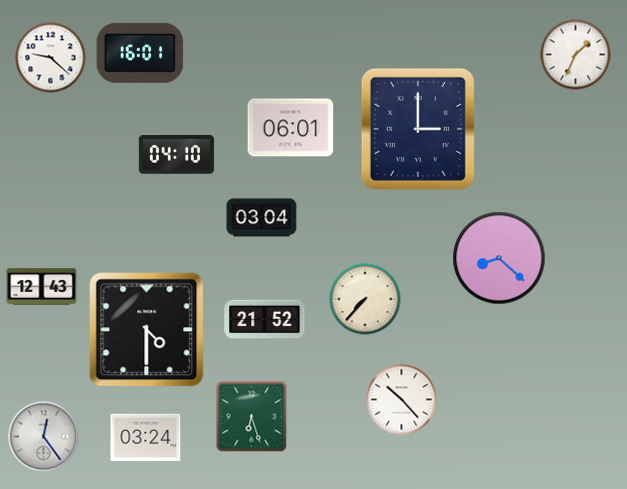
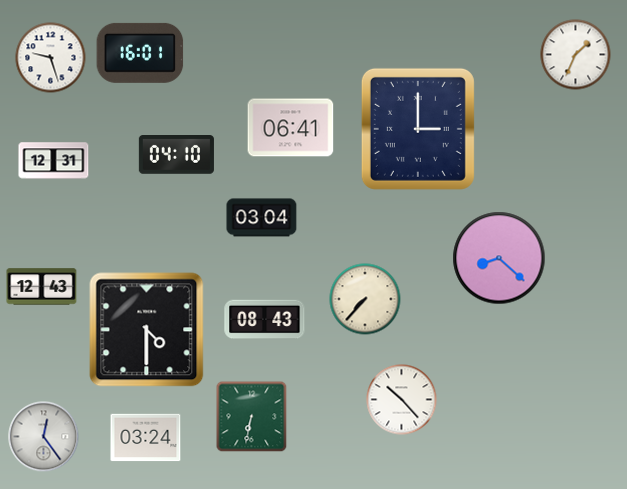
clock at (51, 58): 9:22 -> 9:27
clock at (291, 128): 06:01 -> 06:41
clock at (54, 161): none -> 12:31
clock at (265, 320): 21:52 -> 08:43
clock at (252, 417): 6:27 -> 6:32
